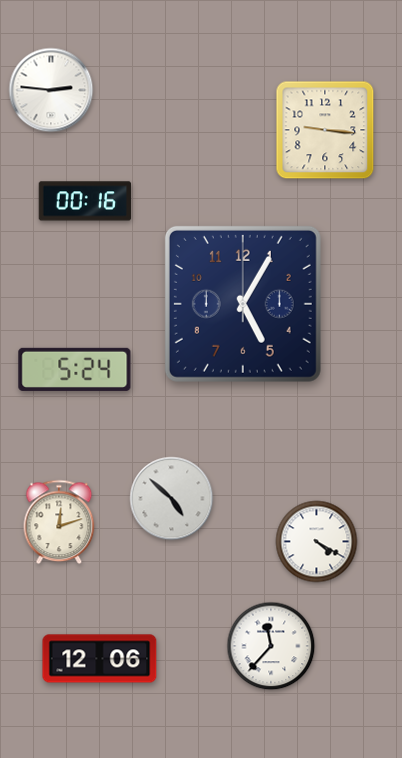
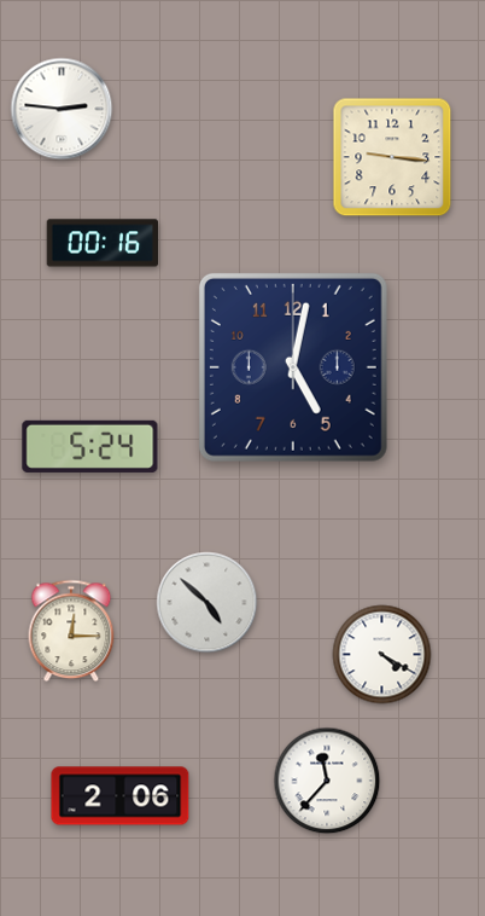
clock at (243, 304): 5:05 -> 5:02
clock at (59, 522): 12:12 -> 12:15
clock at (100, 659): 12:06 -> 2:06
